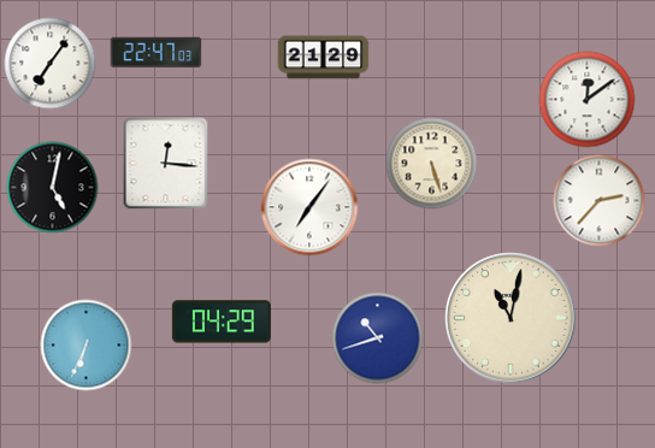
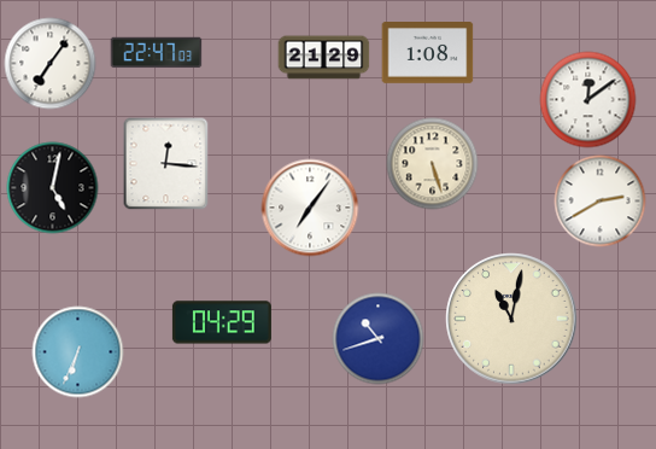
clock at (428, 53): none -> 1:08
clock at (600, 201): 2:37 -> 2:40
clock at (87, 346) position: (87, 346) -> (78, 352)
